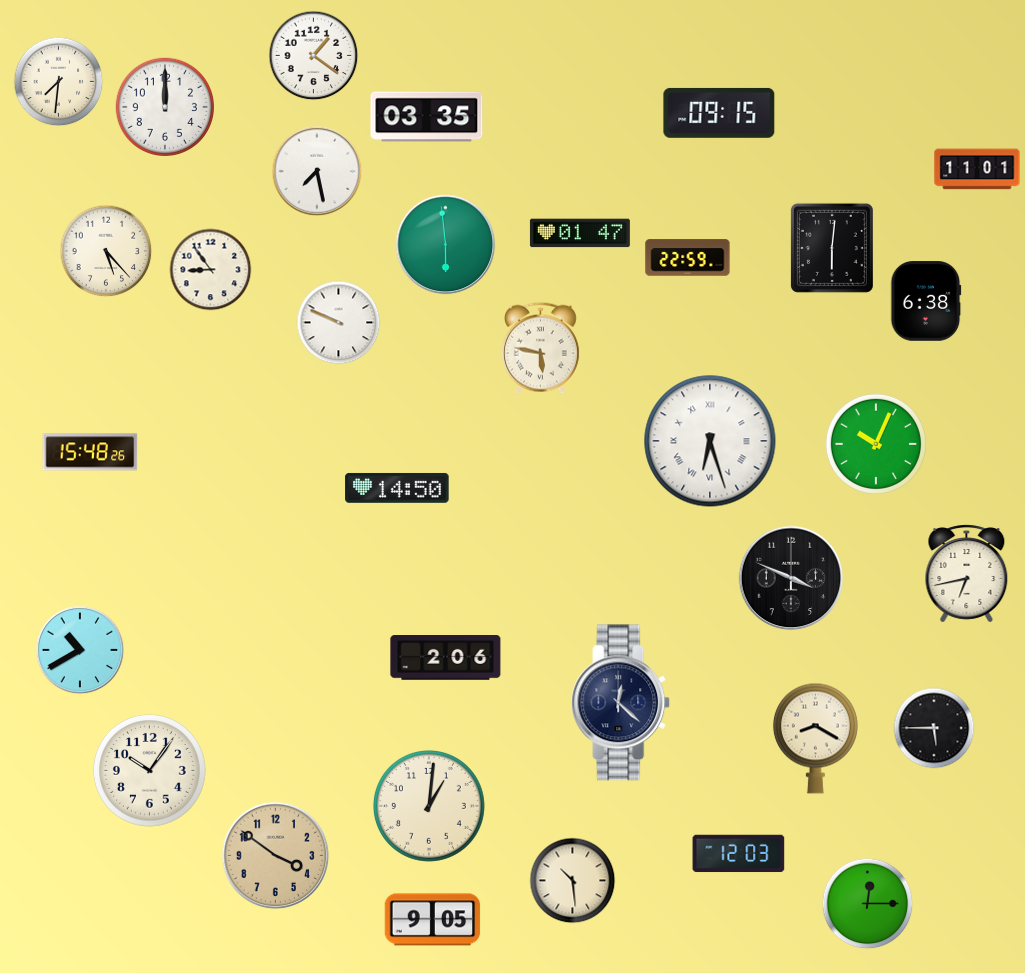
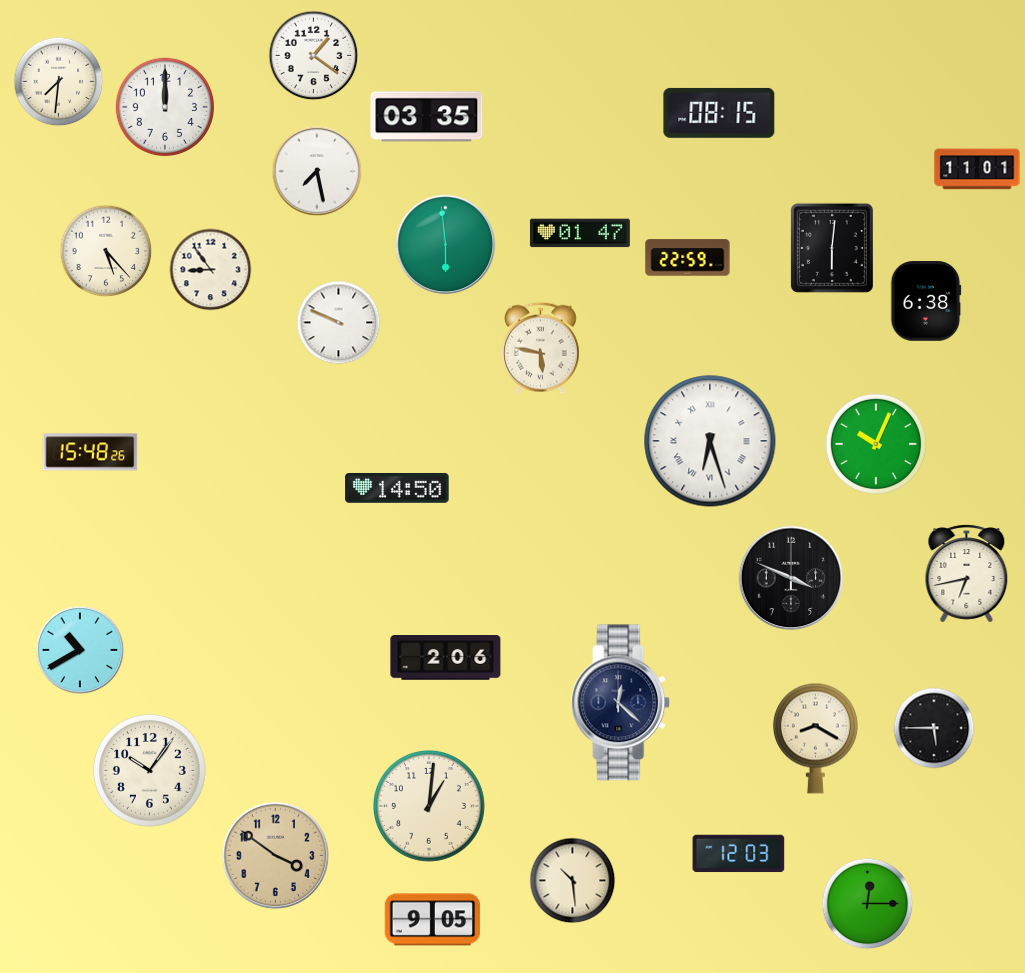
clock at (719, 113): 09:15 -> 08:15
